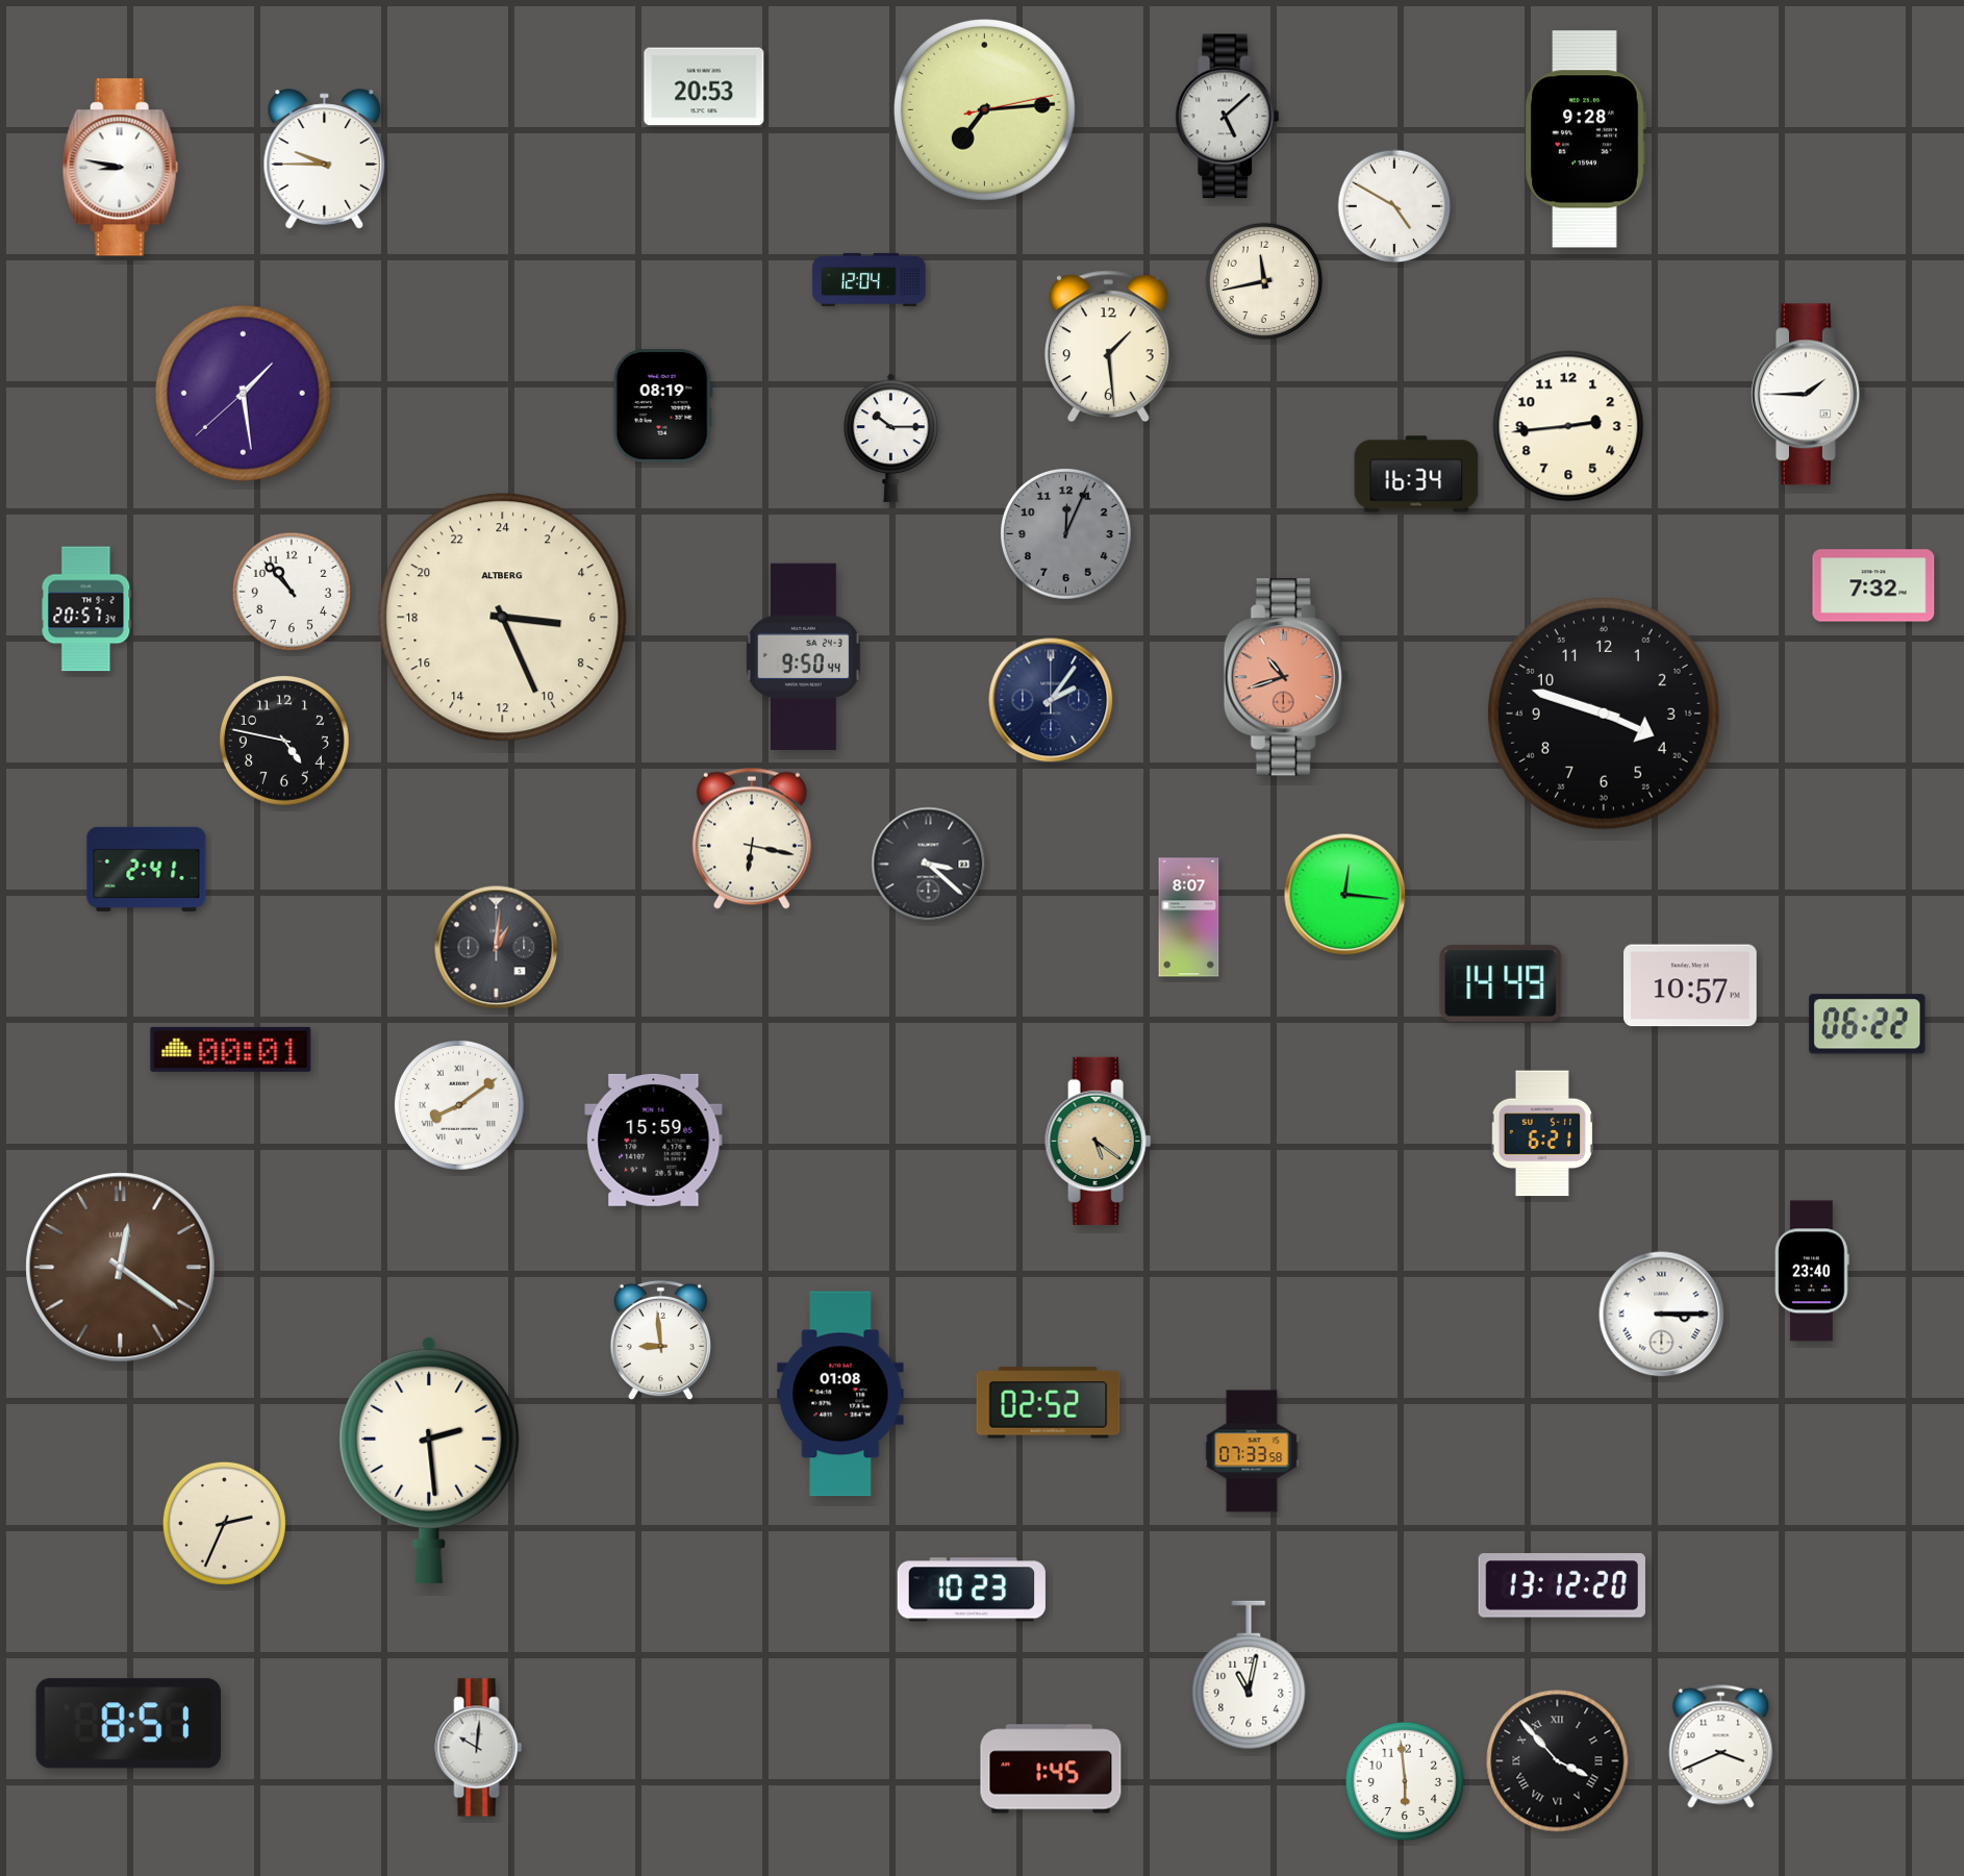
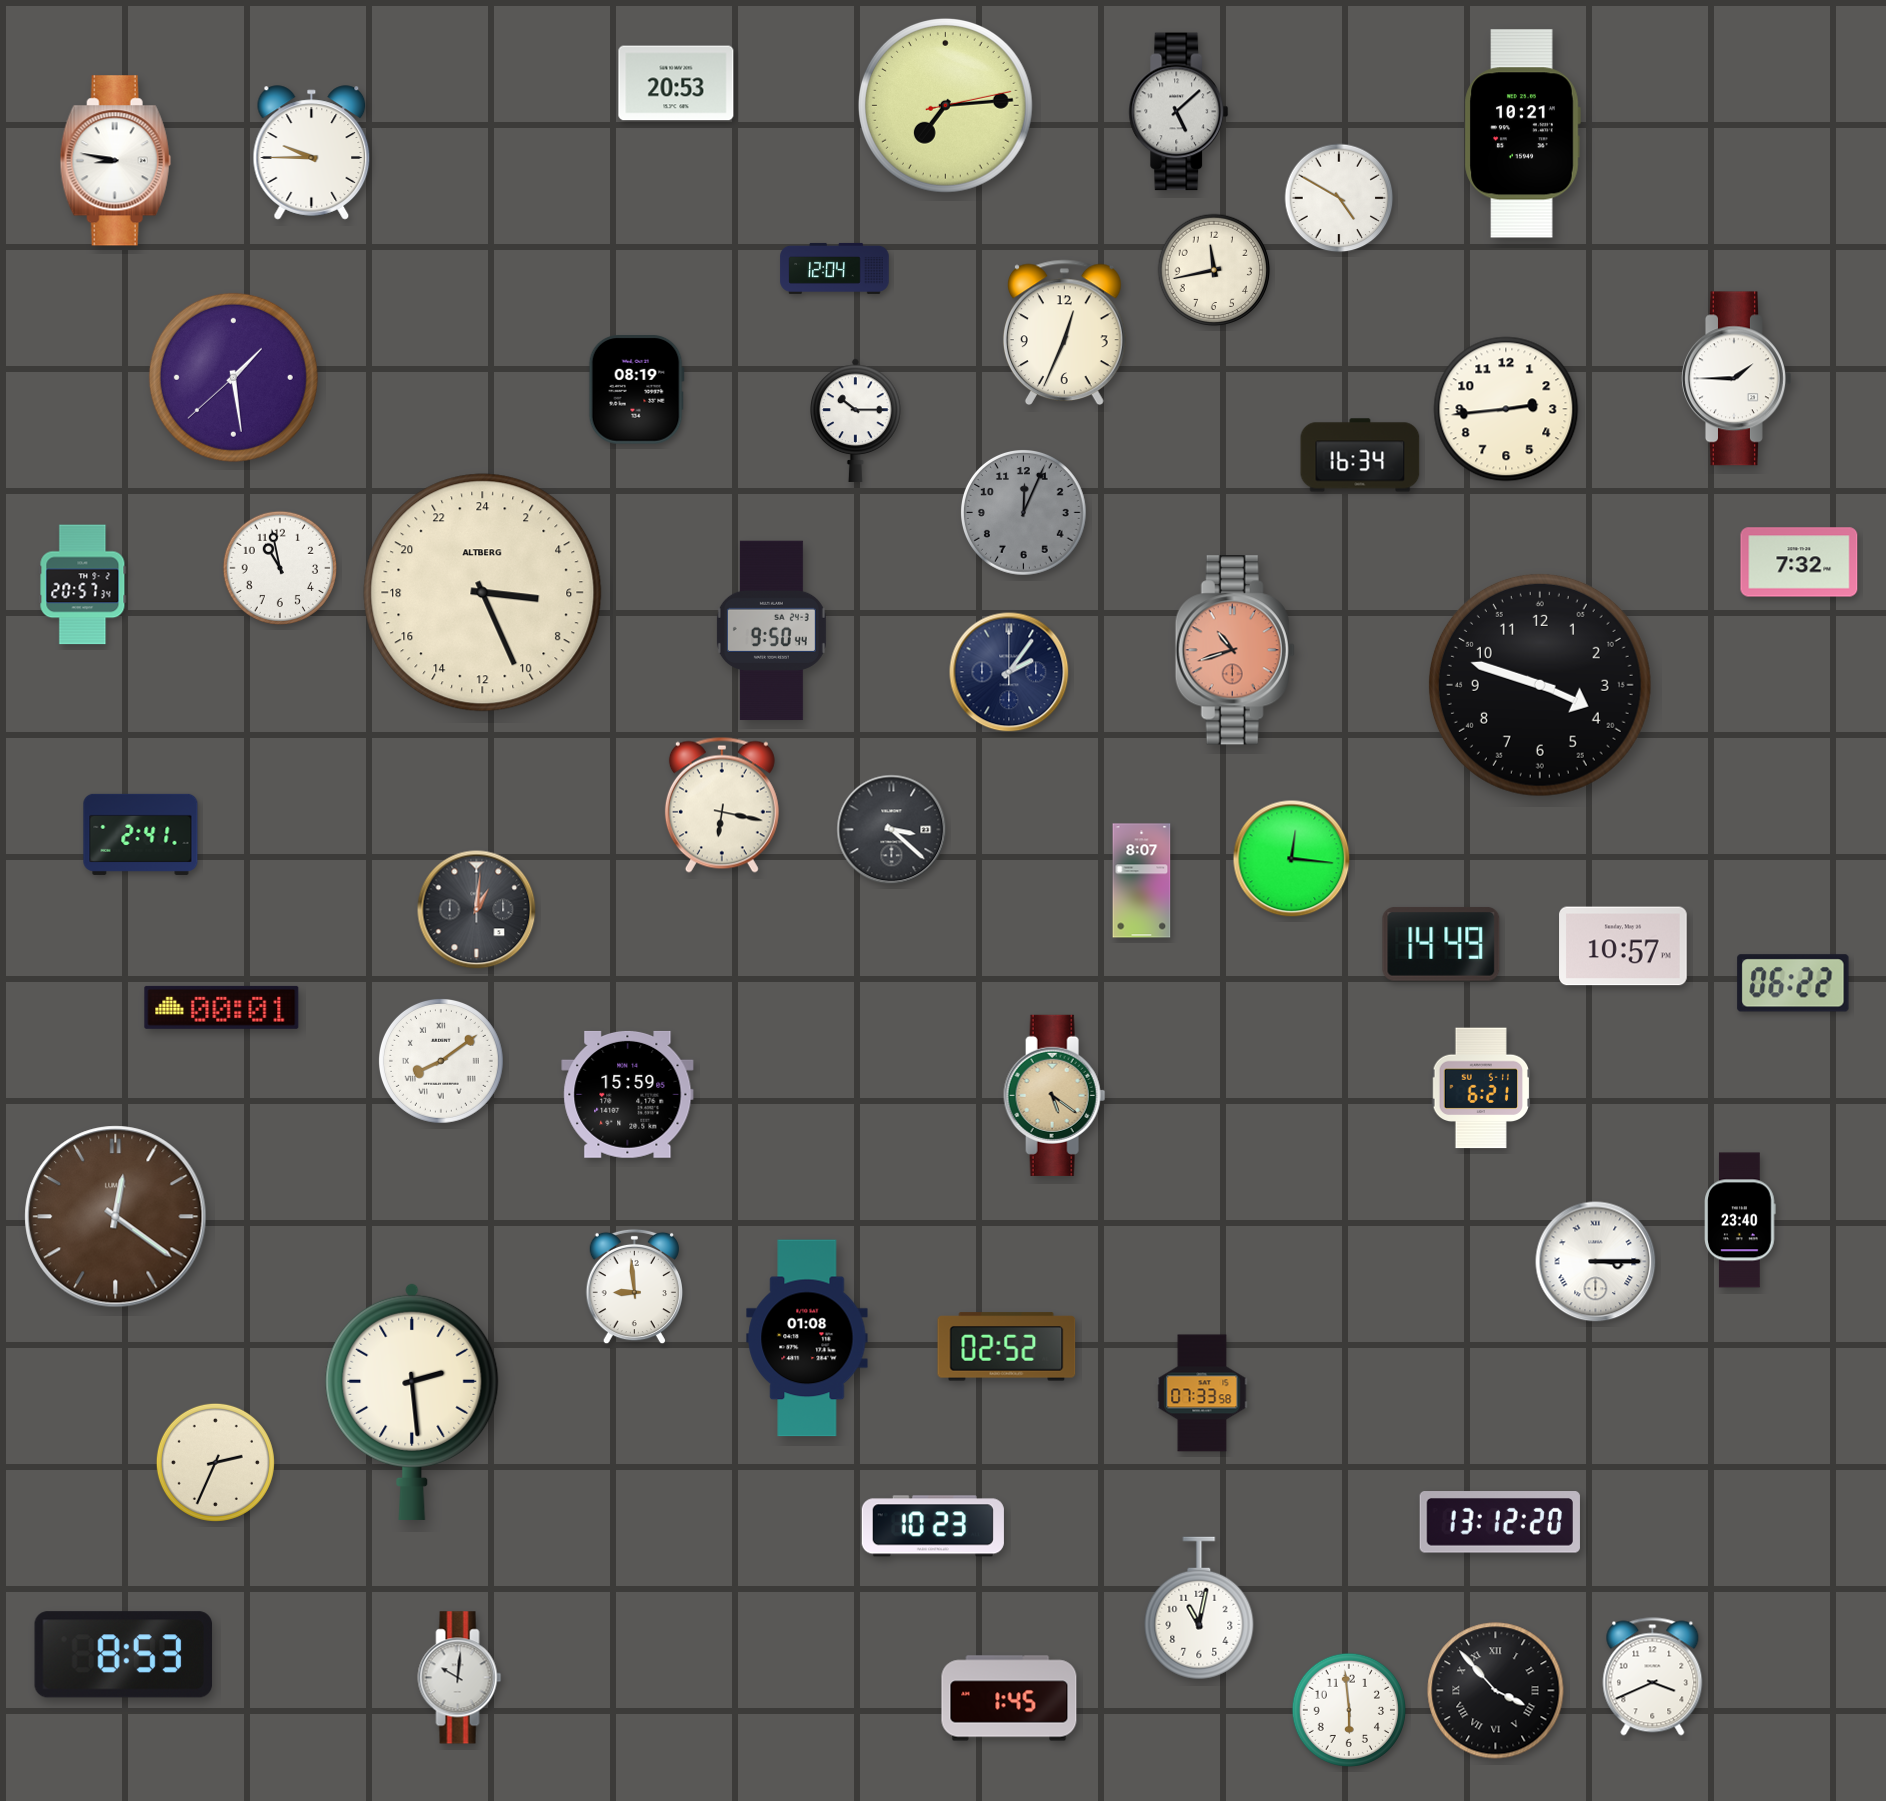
clock at (1585, 140): 9:28 -> 10:21
clock at (1108, 347): 1:29 -> 12:34
clock at (291, 591): 10:53 -> 10:58
clock at (284, 741): 4:47 -> none
clock at (129, 1724): 8:51 -> 8:53
